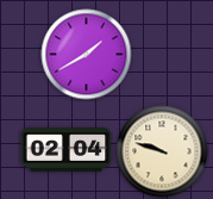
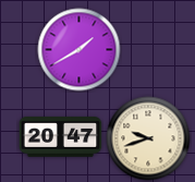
clock at (67, 150): 02:04 -> 20:47
clock at (162, 151): 9:48 -> 9:42
